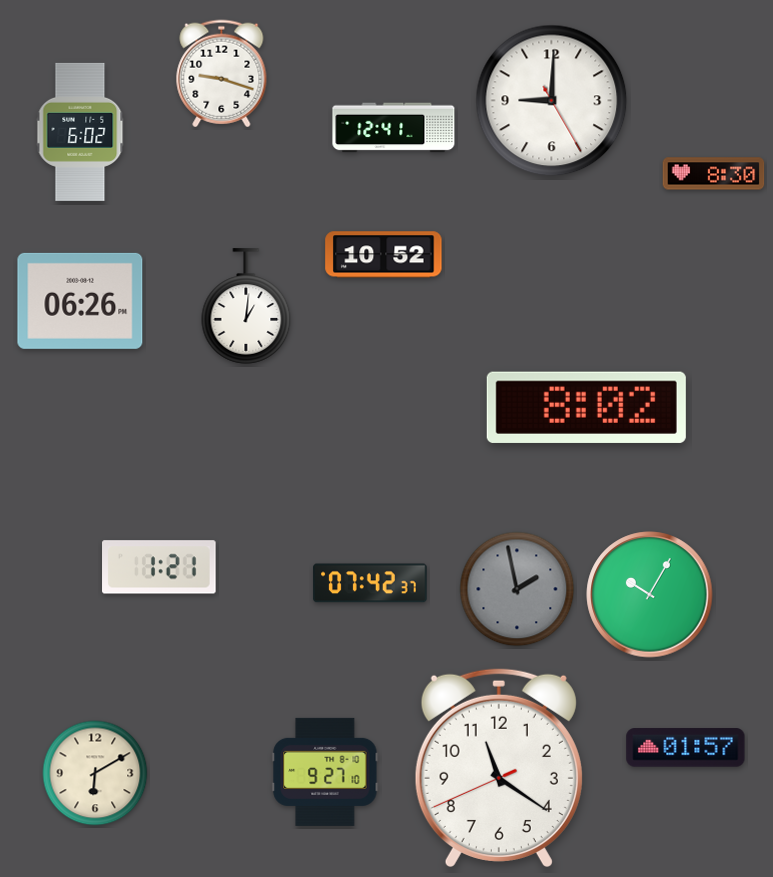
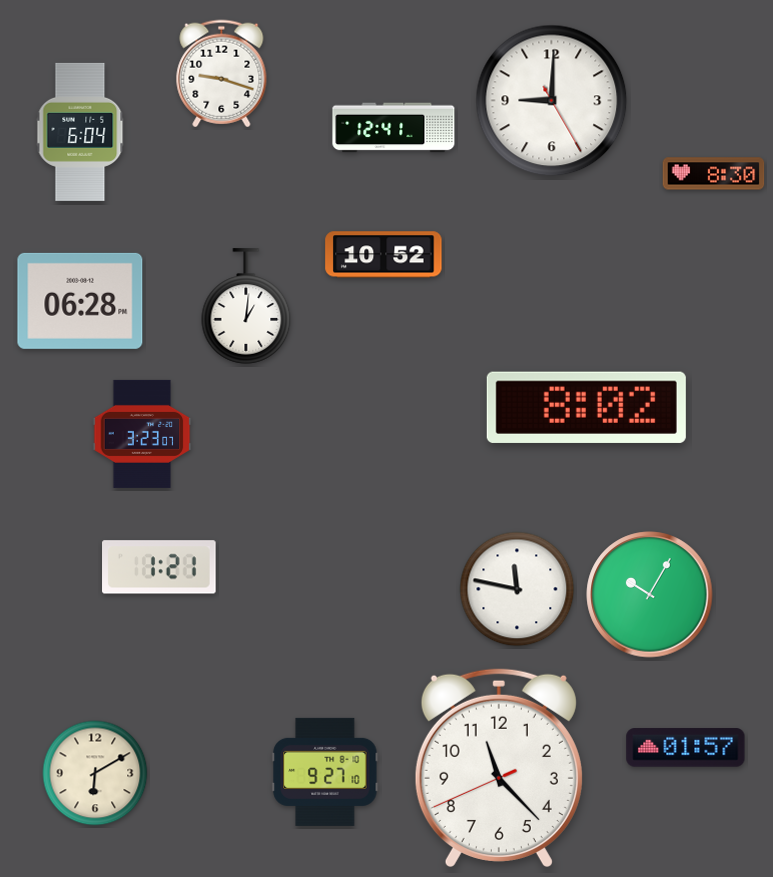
clock at (80, 132): 6:02 -> 6:04
clock at (80, 301): 06:26 -> 06:28
clock at (142, 434): none -> 3:23
clock at (370, 583): 07:42 -> none
clock at (517, 589): 1:58 -> 11:47
clock at (517, 589) dial: grey -> white
clock at (499, 767): 11:20 -> 11:22
